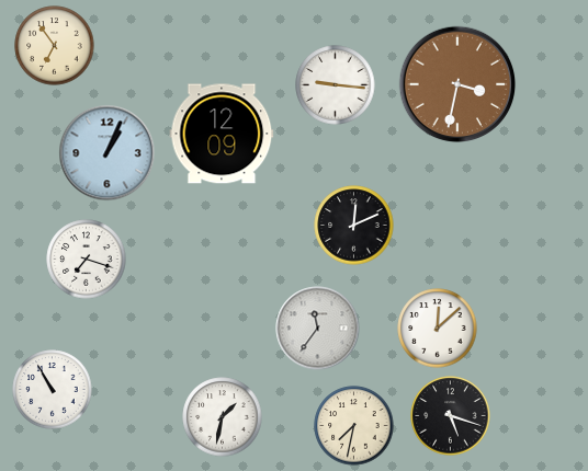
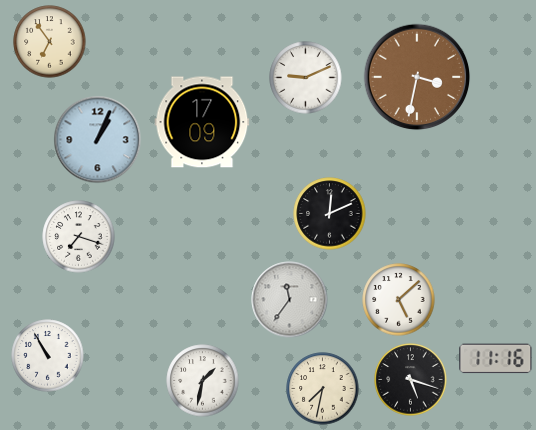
clock at (336, 85): 9:16 -> 9:11
clock at (222, 134): 12:09 -> 17:09
clock at (354, 226) position: (354, 226) -> (330, 214)
clock at (438, 329): 12:08 -> 5:08
clock at (496, 359): none -> 11:16
